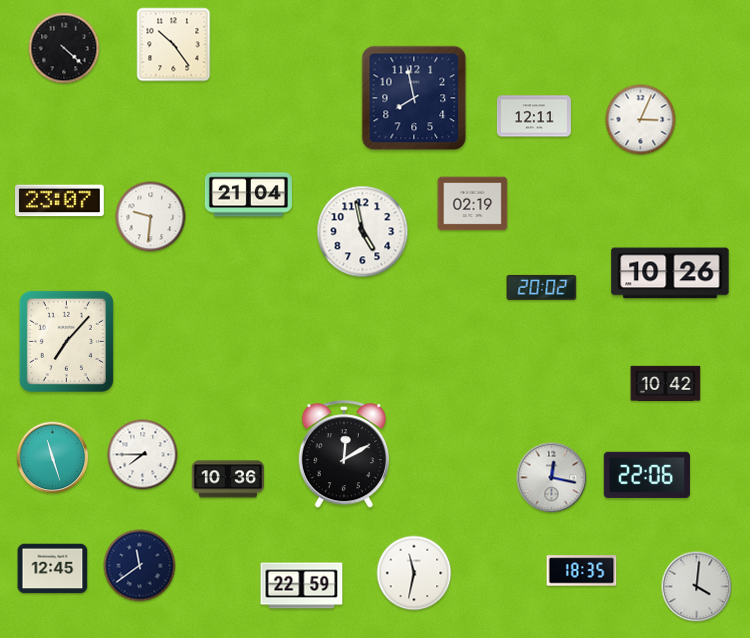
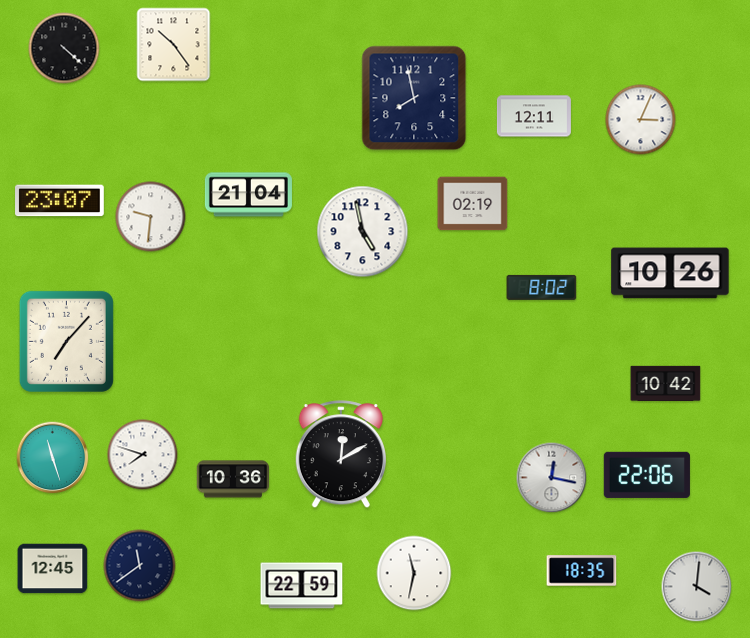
clock at (542, 287): 20:02 -> 8:02
clock at (143, 455): 7:45 -> 7:48
clock at (344, 455) position: (344, 455) -> (341, 455)
clock at (228, 479) position: (228, 479) -> (233, 479)
